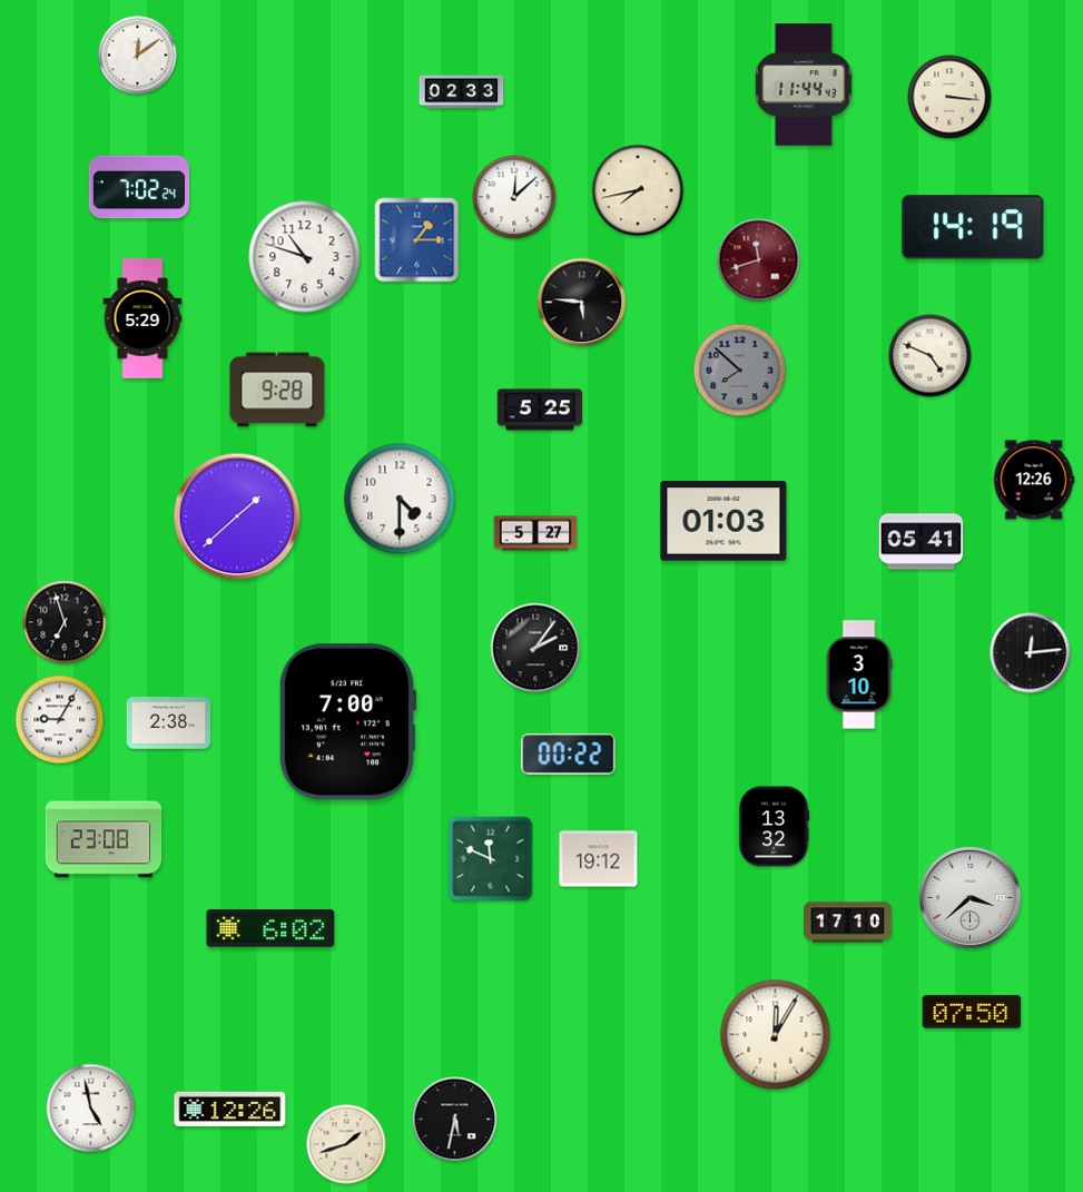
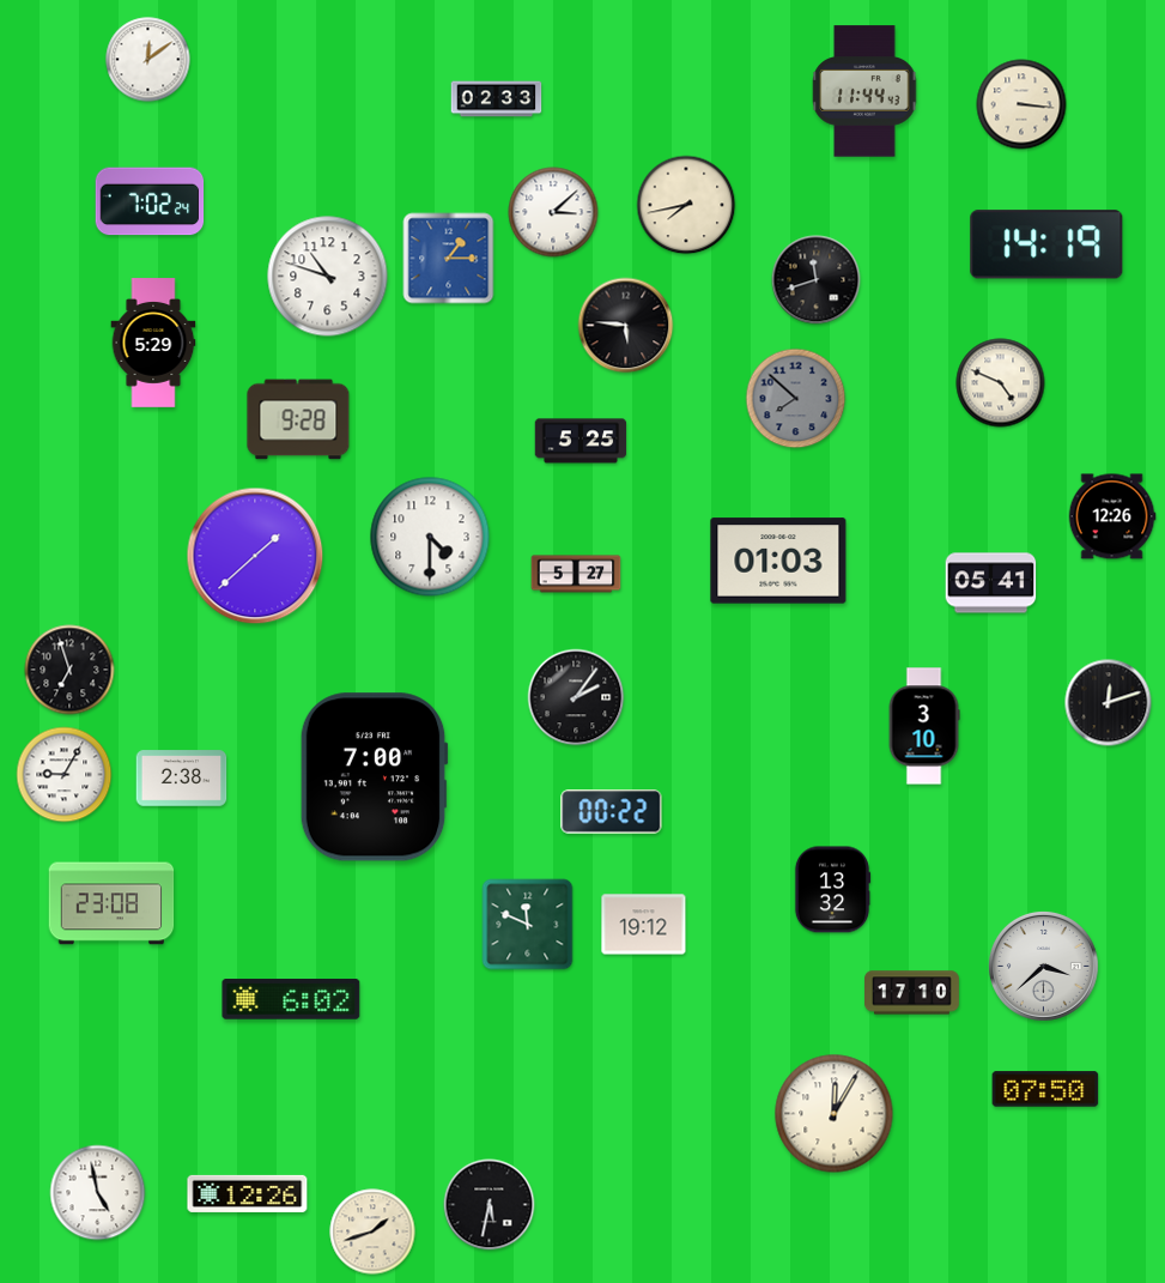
clock at (514, 197): 12:08 -> 3:08
clock at (759, 260) dial: burgundy -> black
clock at (1031, 653): 12:14 -> 12:12
